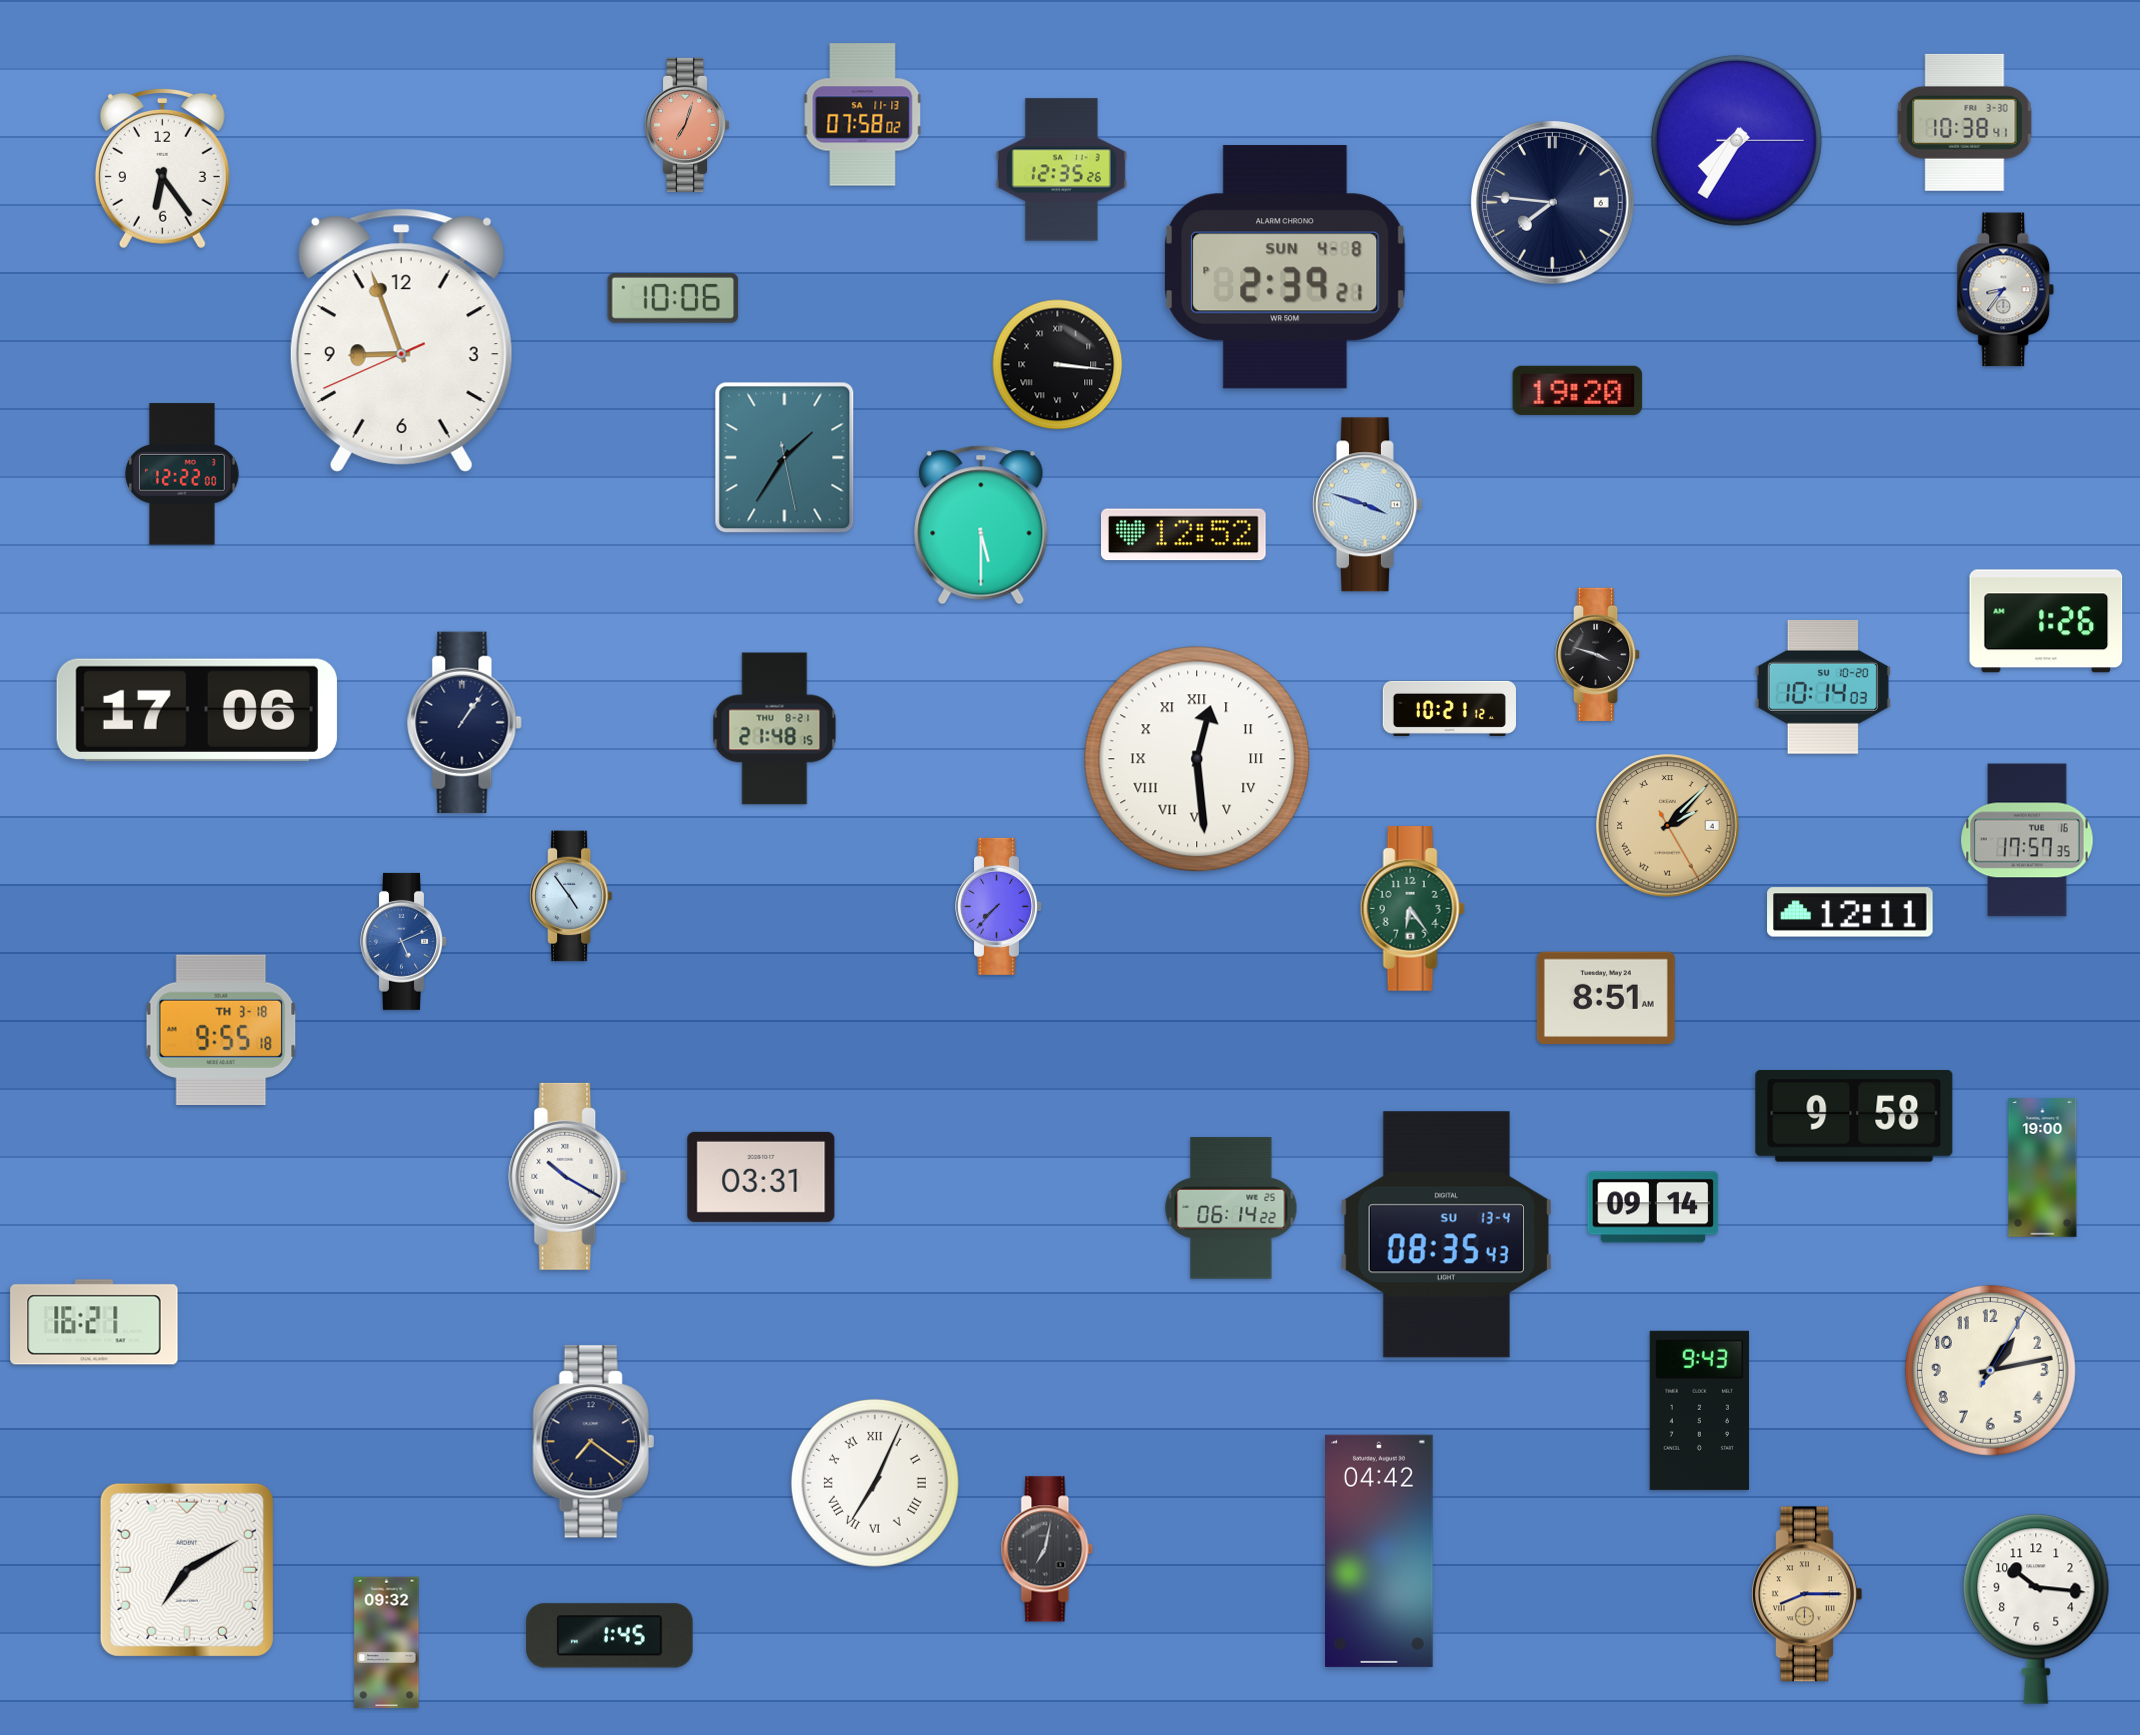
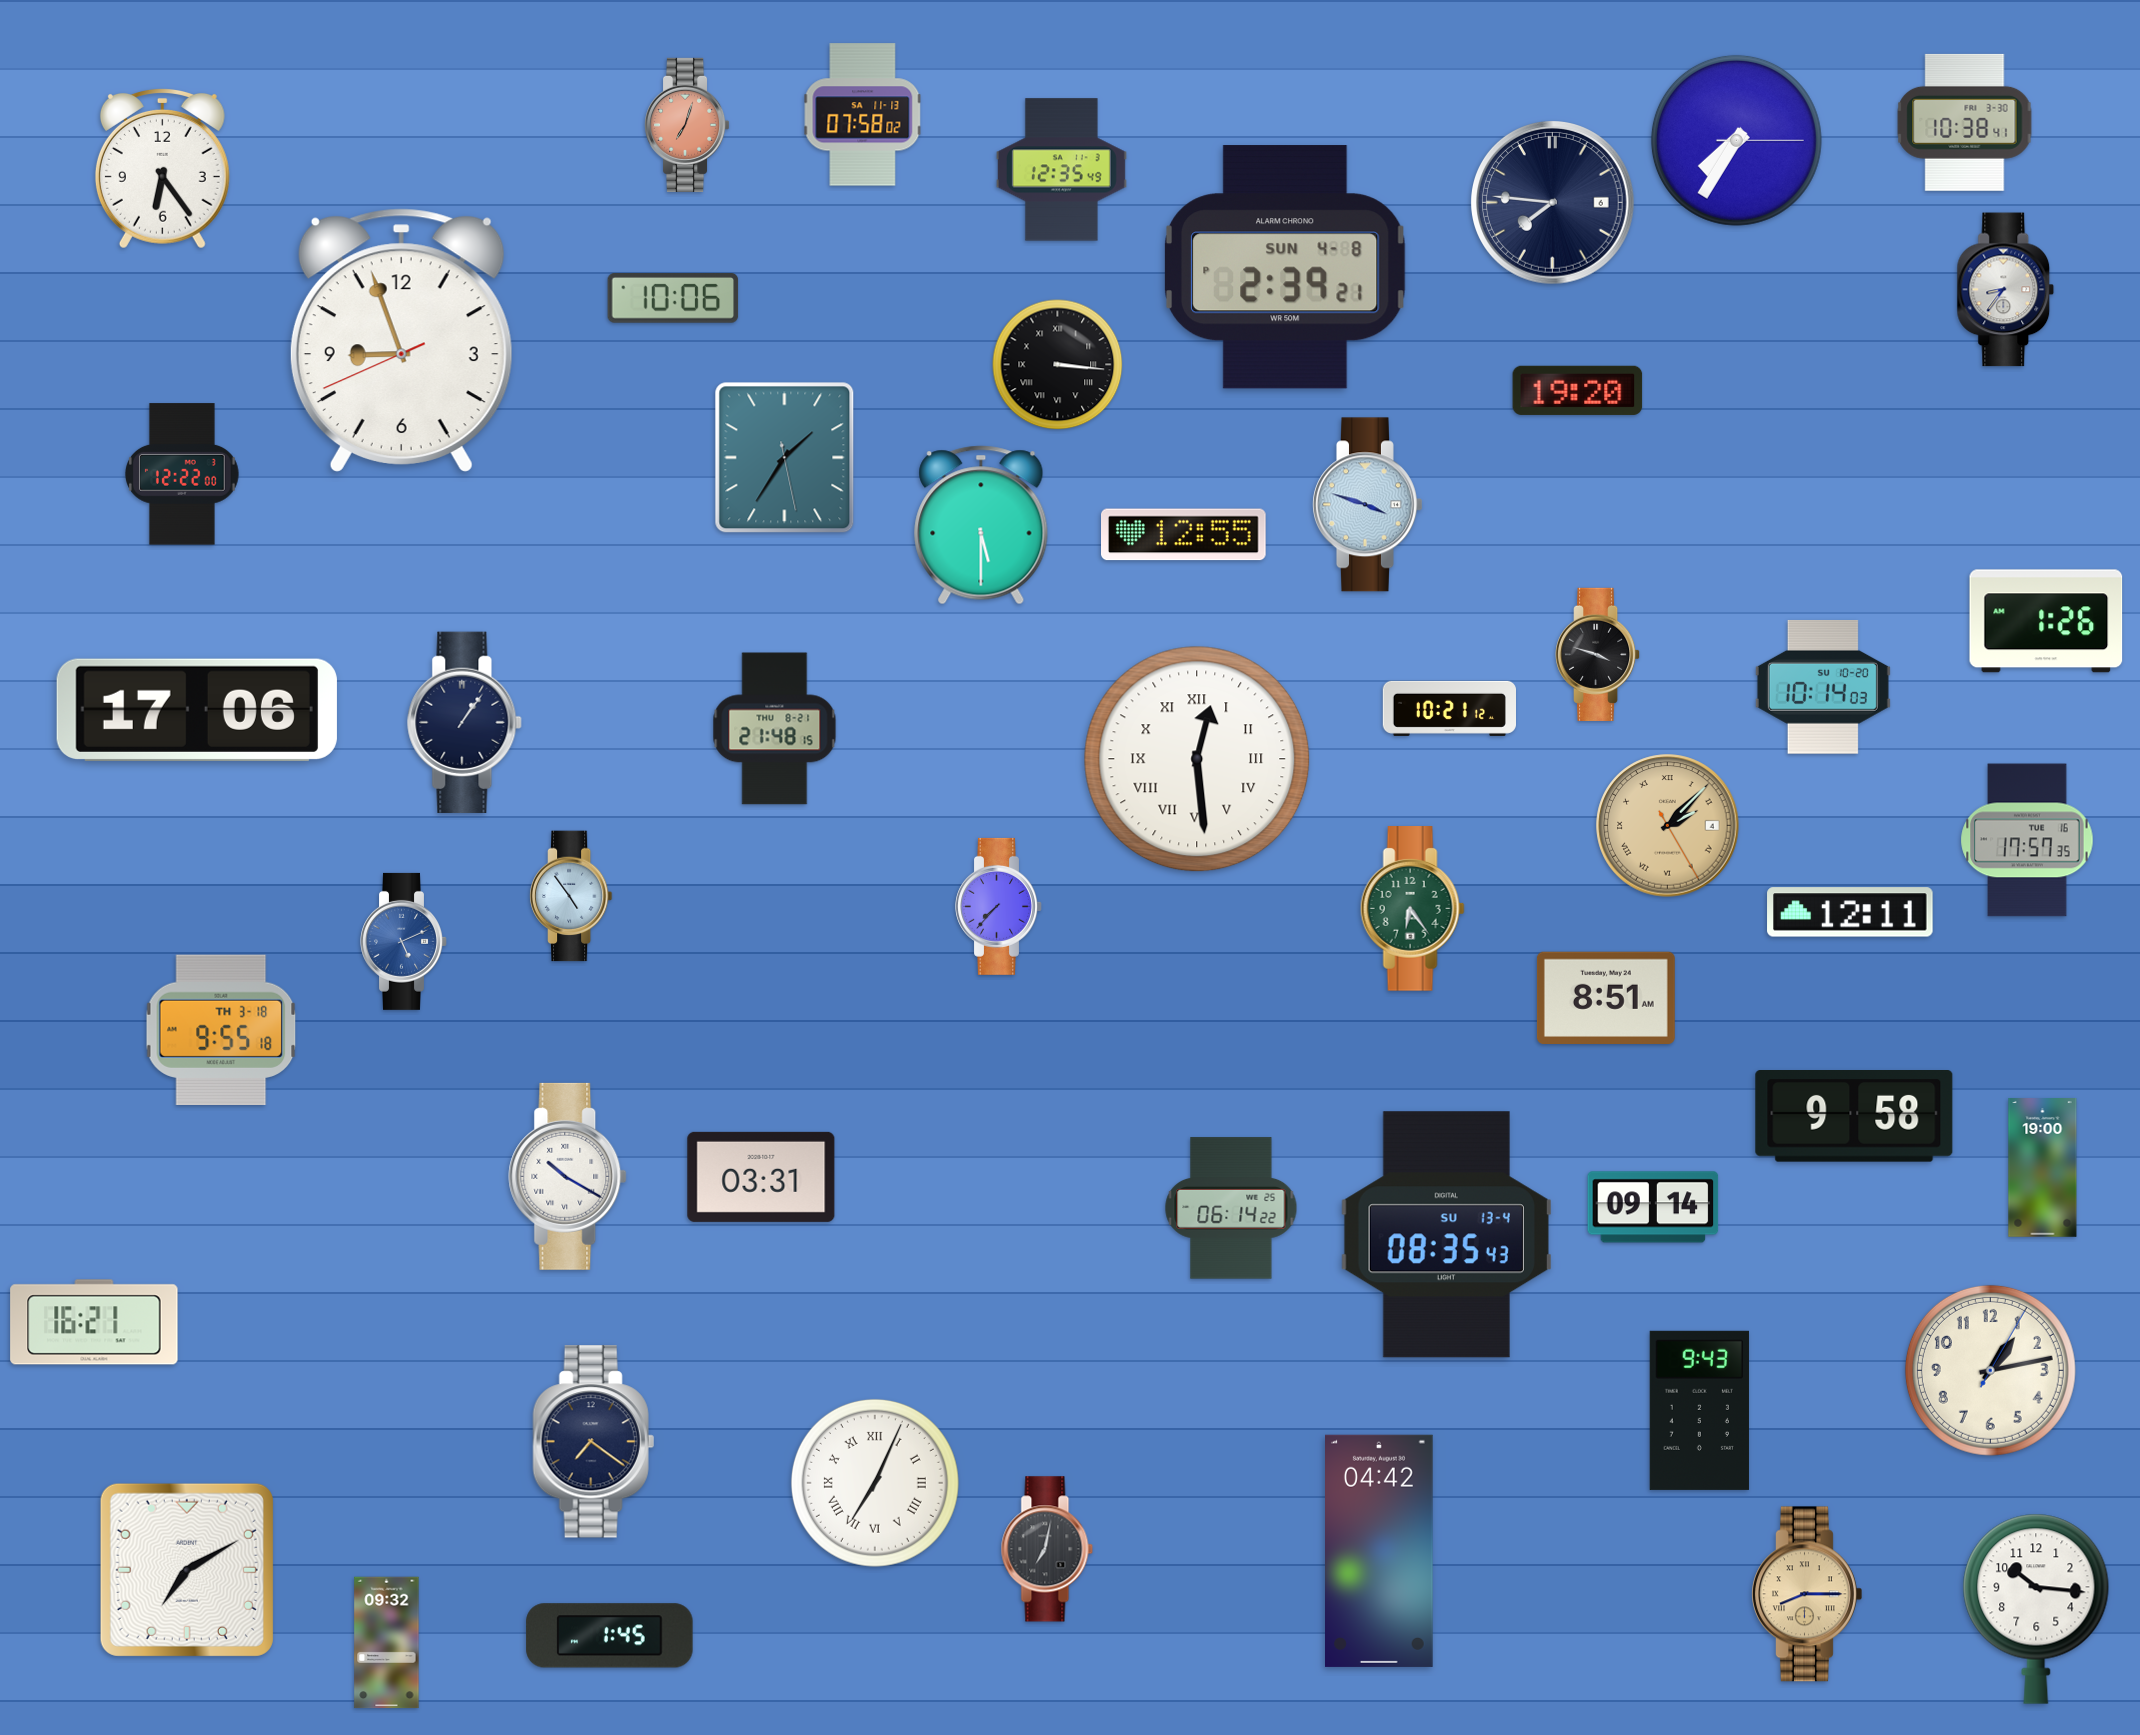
clock at (1061, 170): 12:35:26 -> 12:35:49
clock at (1184, 535): 12:52 -> 12:55
